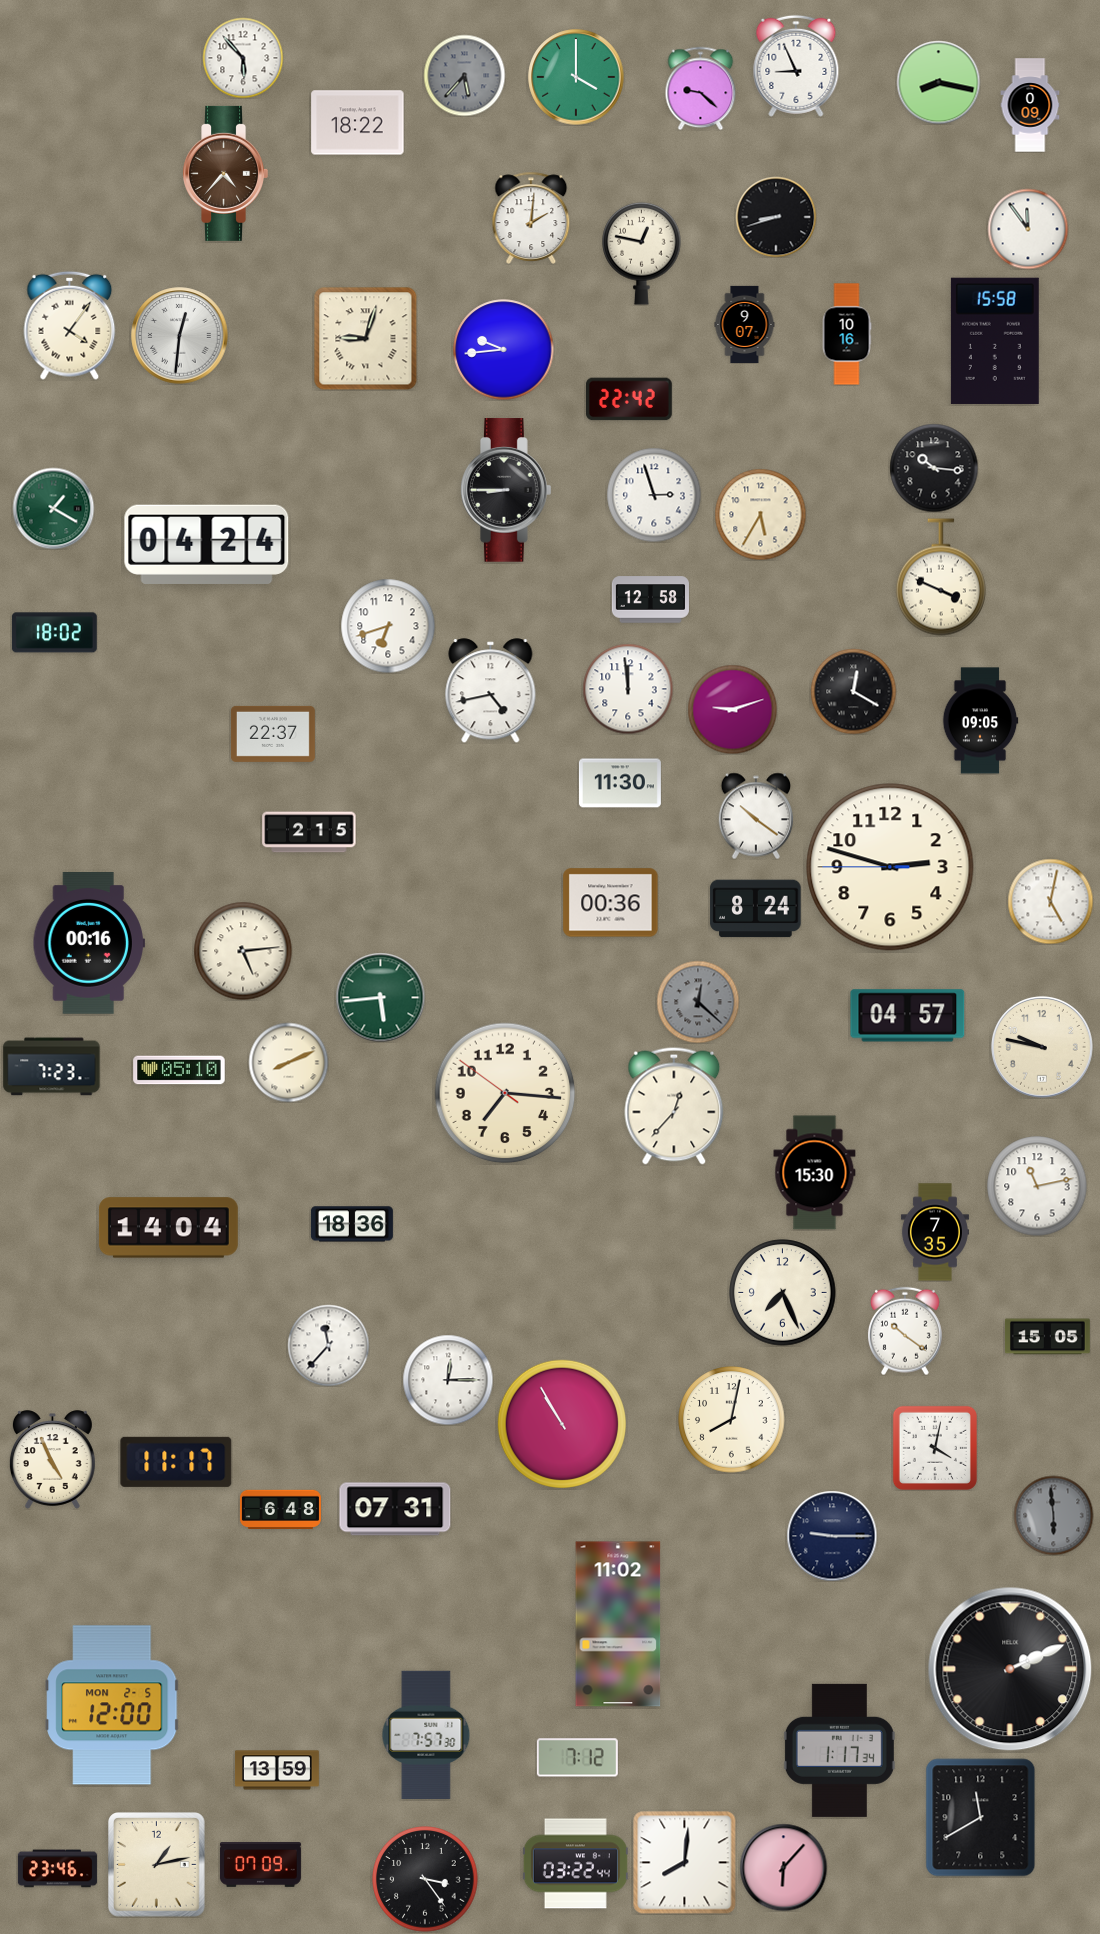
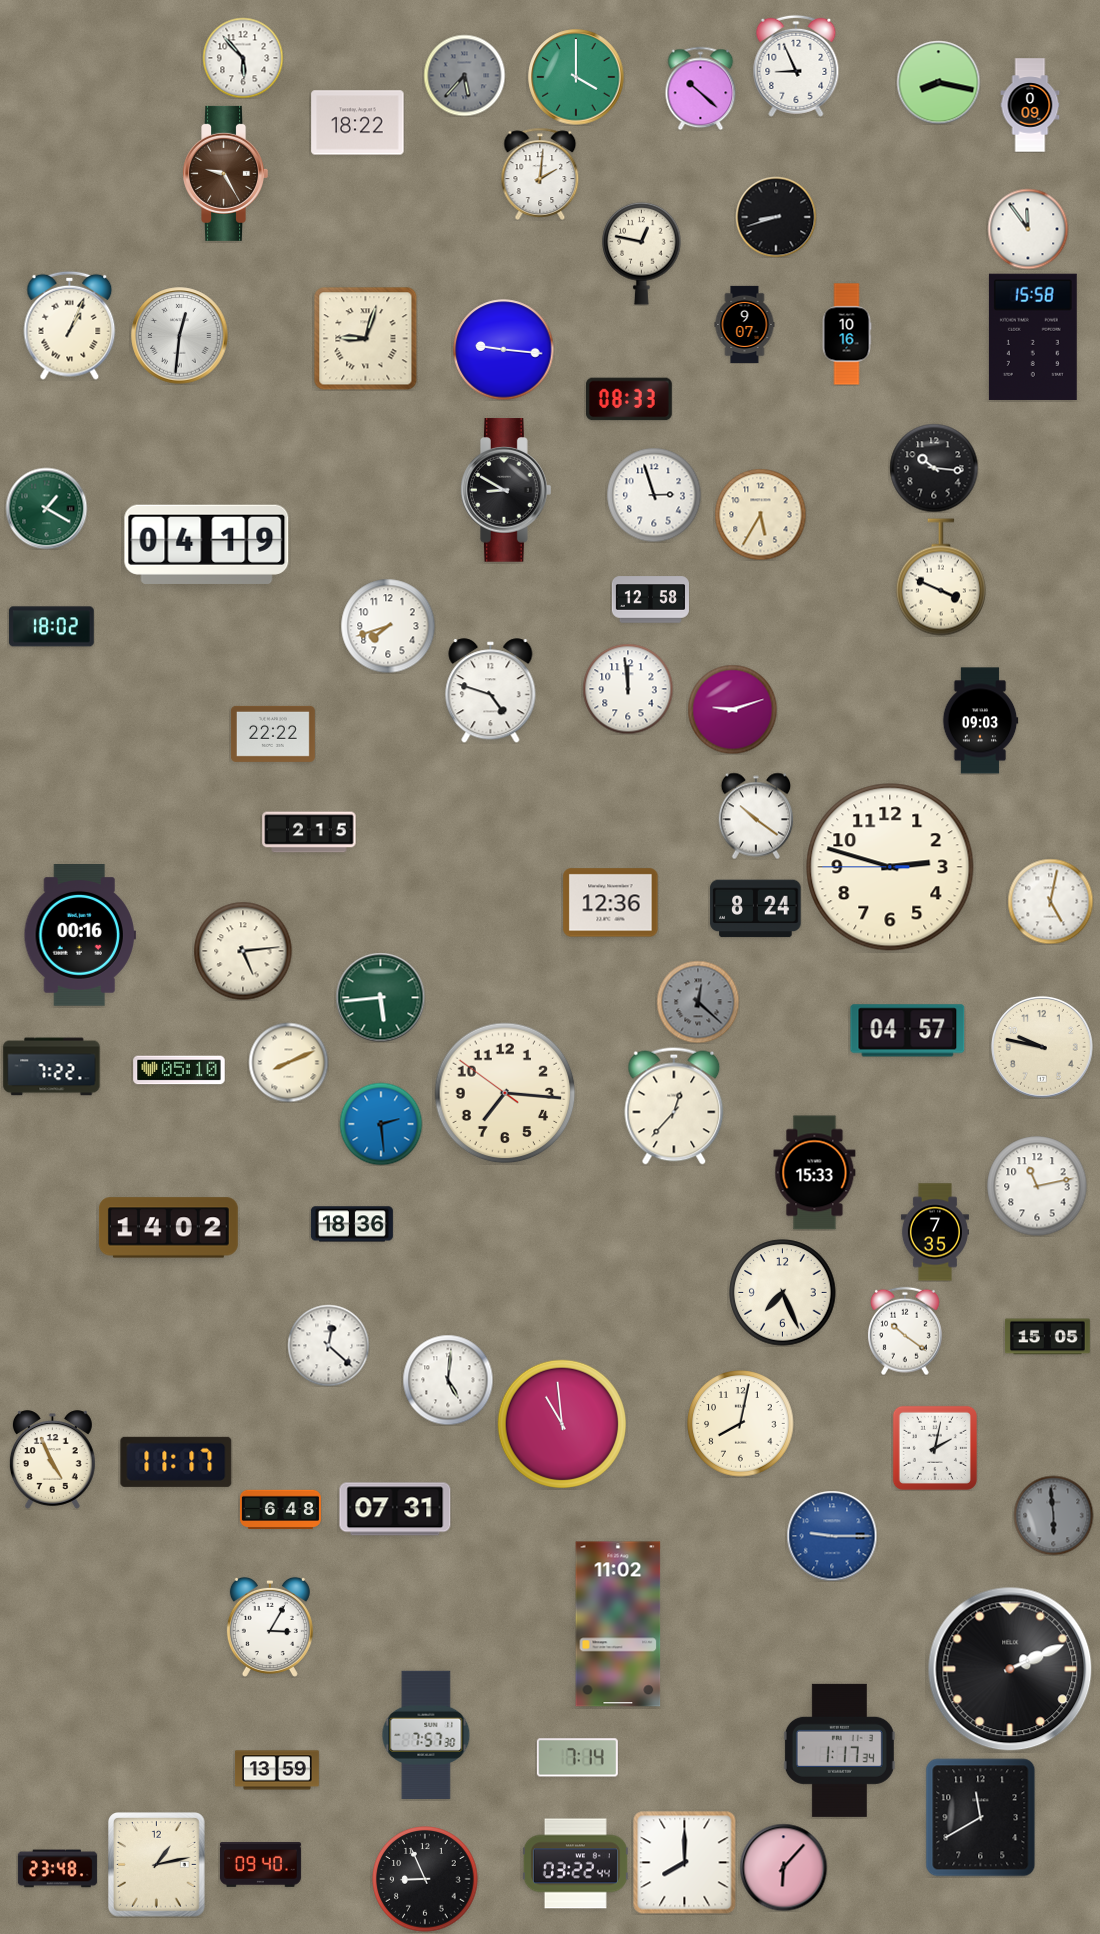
clock at (701, 88): 9:22 -> 10:22
clock at (225, 173): 4:37 -> 9:25
clock at (531, 218) position: (531, 218) -> (540, 174)
clock at (70, 325): 4:06 -> 1:04
clock at (995, 341) position: (995, 341) -> (1033, 337)
clock at (504, 350): 9:44 -> 9:16
clock at (630, 399): 22:42 -> 08:33
clock at (507, 490): 8:45 -> 8:50
clock at (53, 508) position: (53, 508) -> (46, 508)
clock at (207, 544): 04:24 -> 04:19
clock at (388, 626): 6:42 -> 7:42
clock at (54, 633) position: (54, 633) -> (51, 627)
clock at (491, 691): 4:43 -> 4:48
clock at (853, 691): 12:20 -> none
clock at (980, 721): 09:05 -> 09:03
clock at (273, 734): 22:37 -> 22:22
clock at (620, 783): 11:30 -> none
clock at (611, 903): 00:36 -> 12:36
clock at (89, 943) position: (89, 943) -> (80, 935)
clock at (908, 1016) position: (908, 1016) -> (908, 1031)
clock at (52, 1067): 7:23 -> 7:22
clock at (381, 1124): none -> 2:29
clock at (815, 1173): 15:30 -> 15:33
clock at (168, 1228): 14:04 -> 14:02
clock at (328, 1345): 11:37 -> 12:22
clock at (448, 1380): 12:15 -> 5:01
clock at (732, 1420) position: (732, 1420) -> (741, 1424)
clock at (562, 1424): 10:55 -> 10:59
clock at (935, 1448): 4:02 -> 2:02
clock at (832, 1536) dial: navy -> blue
clock at (270, 1627): none -> 3:05
clock at (112, 1705): 12:00 -> none
clock at (577, 1758): 7:12 -> 7:14
clock at (685, 1863): 8:01 -> 8:00
clock at (260, 1865): 07:09 -> 09:40
clock at (57, 1869): 23:46 -> 23:48
clock at (425, 1879): 3:24 -> 8:56
